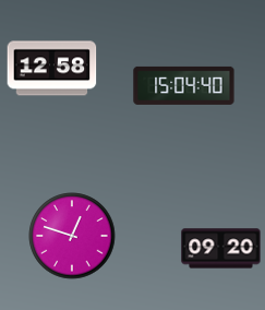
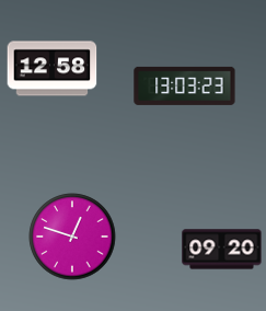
clock at (184, 85): 15:04 -> 13:03
